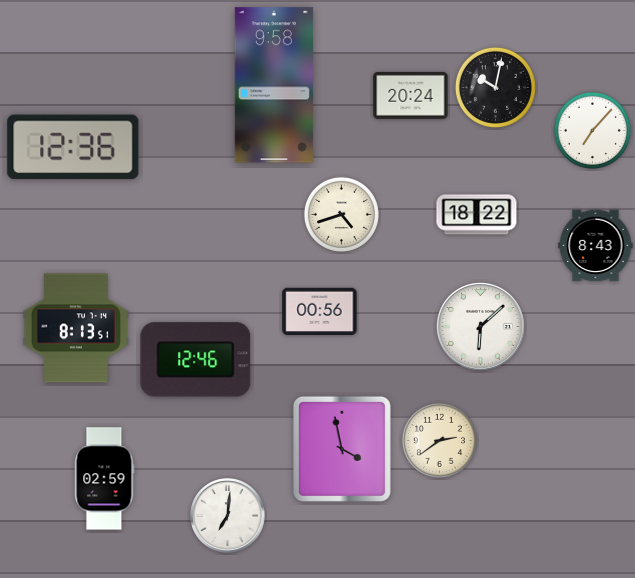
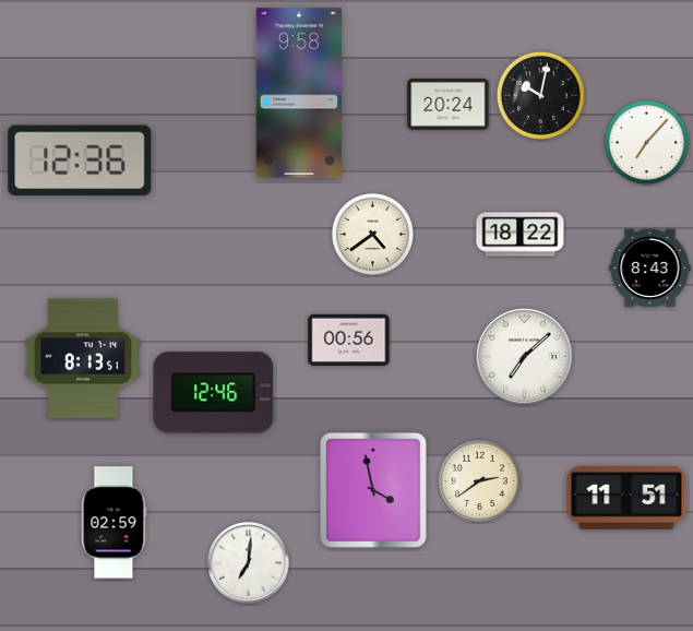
clock at (341, 214): 4:42 -> 4:39
clock at (480, 326): 6:08 -> 7:08
clock at (626, 498): none -> 11:51
